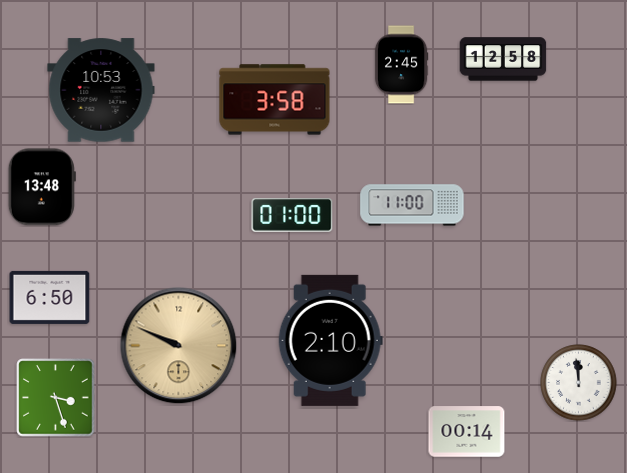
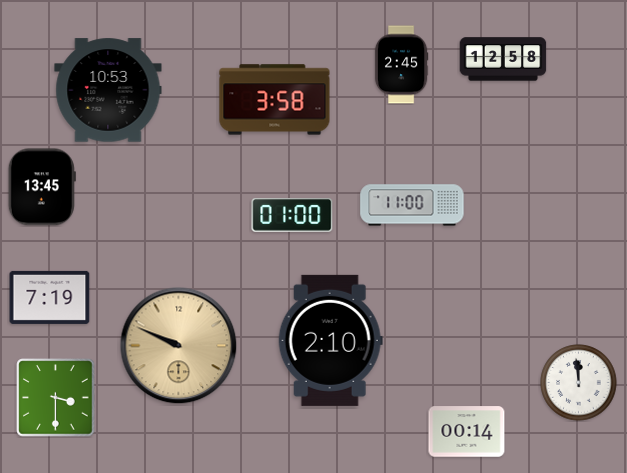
clock at (101, 90) position: (101, 90) -> (108, 90)
clock at (42, 187): 13:48 -> 13:45
clock at (50, 297): 6:50 -> 7:19
clock at (56, 398): 3:27 -> 3:30
